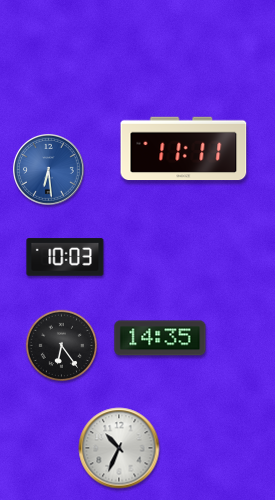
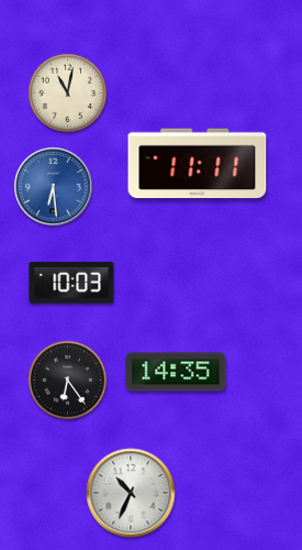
clock at (68, 94): none -> 11:02
clock at (184, 149) position: (184, 149) -> (198, 164)
